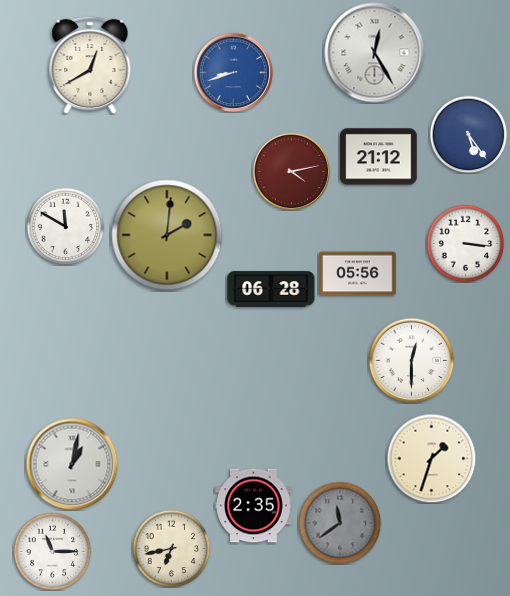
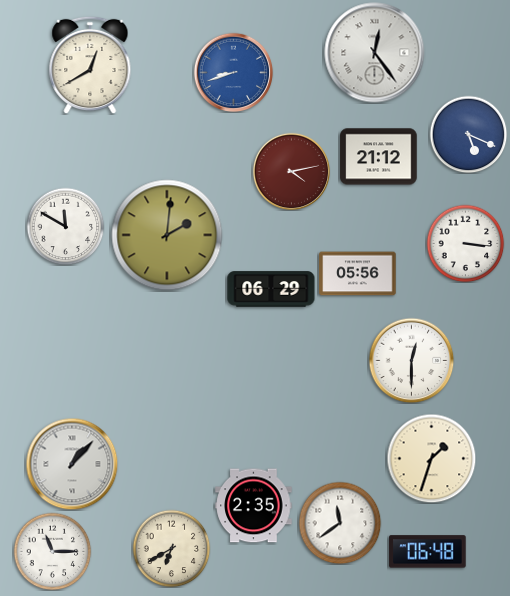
clock at (375, 53): 12:25 -> 12:24
clock at (468, 134): 5:24 -> 5:19
clock at (271, 289): 06:28 -> 06:29
clock at (72, 464): 1:02 -> 1:07
clock at (340, 523) dial: grey -> white
clock at (171, 548): 6:43 -> 6:40
clock at (428, 552): none -> 06:48
